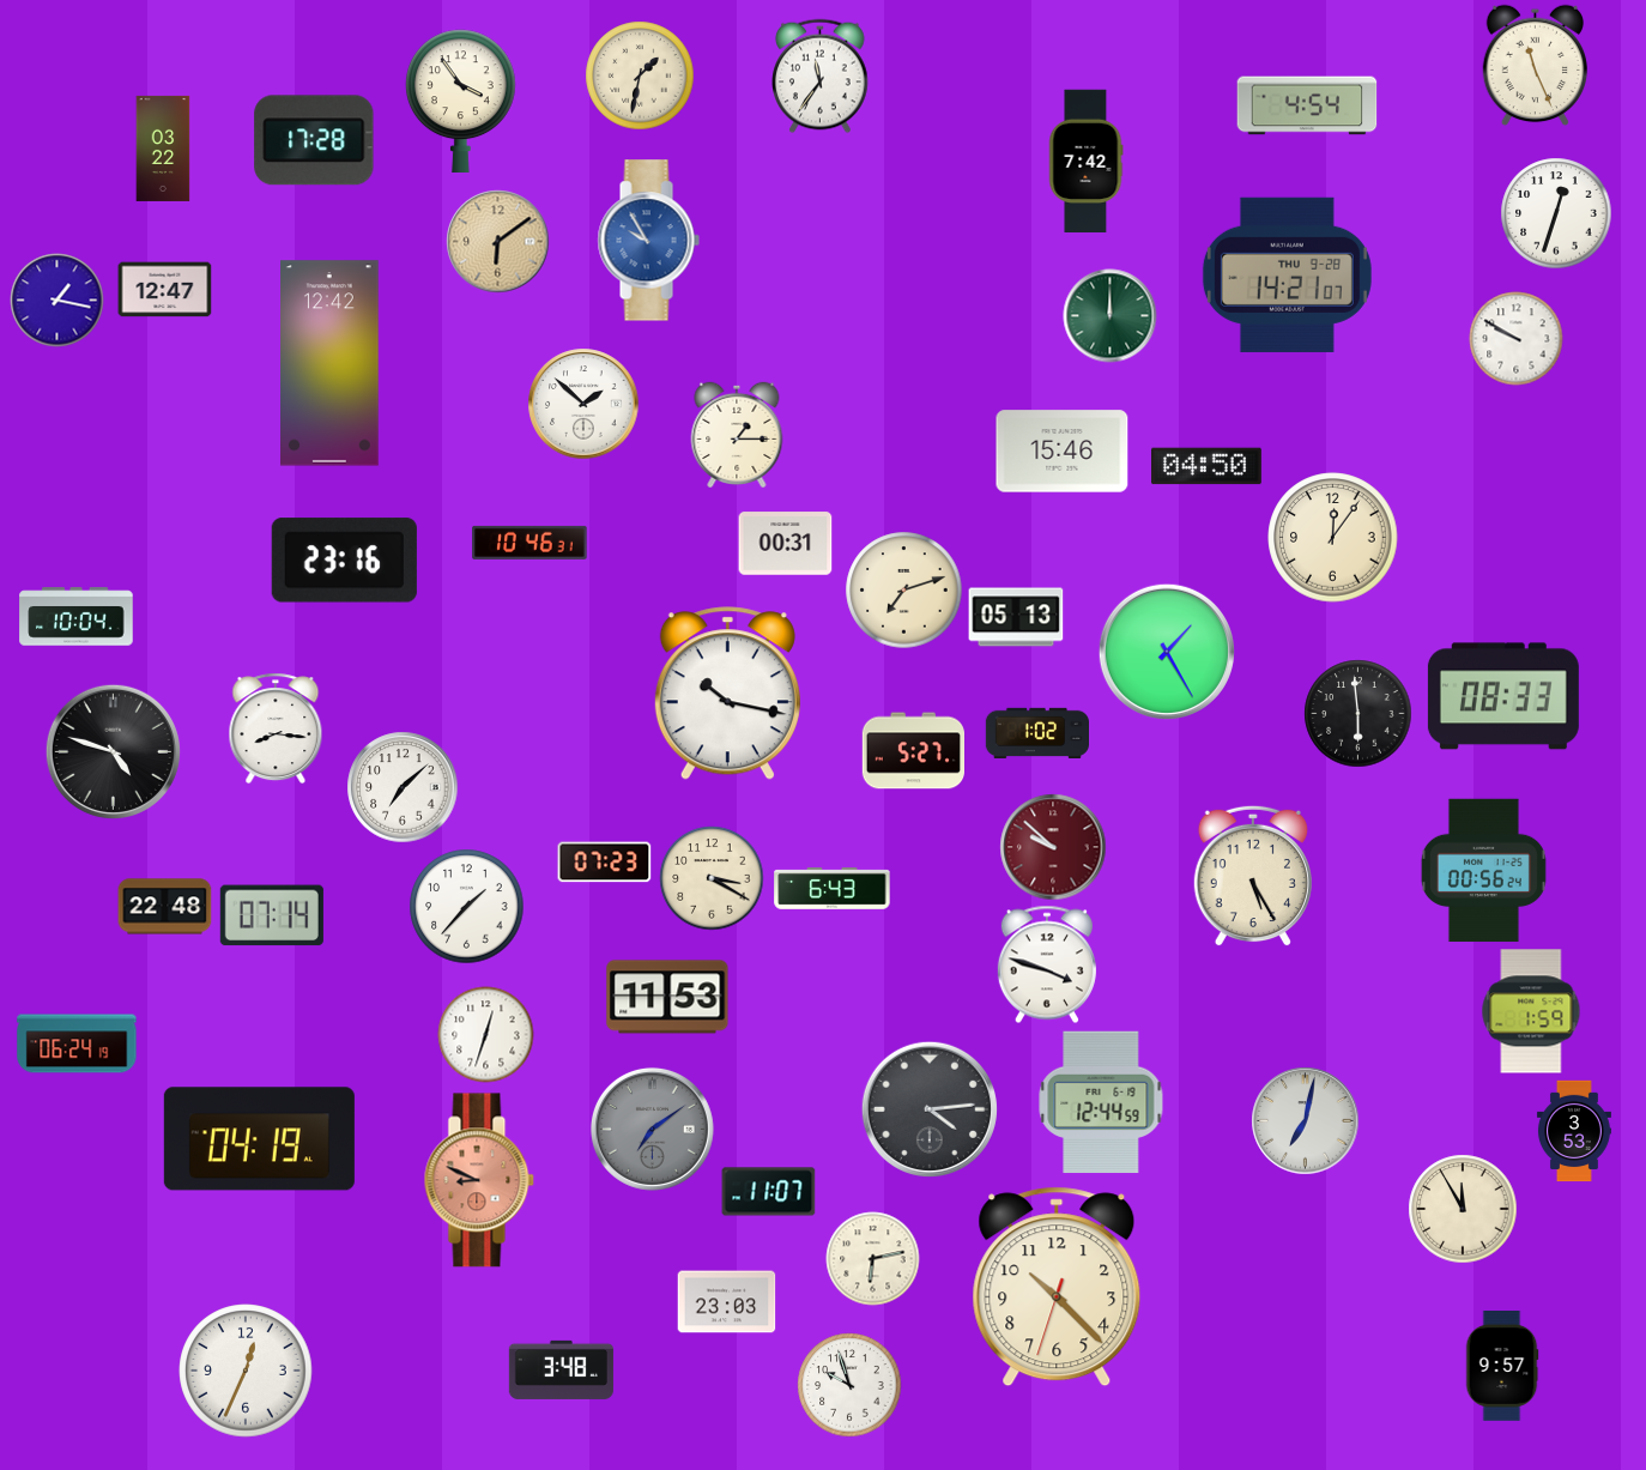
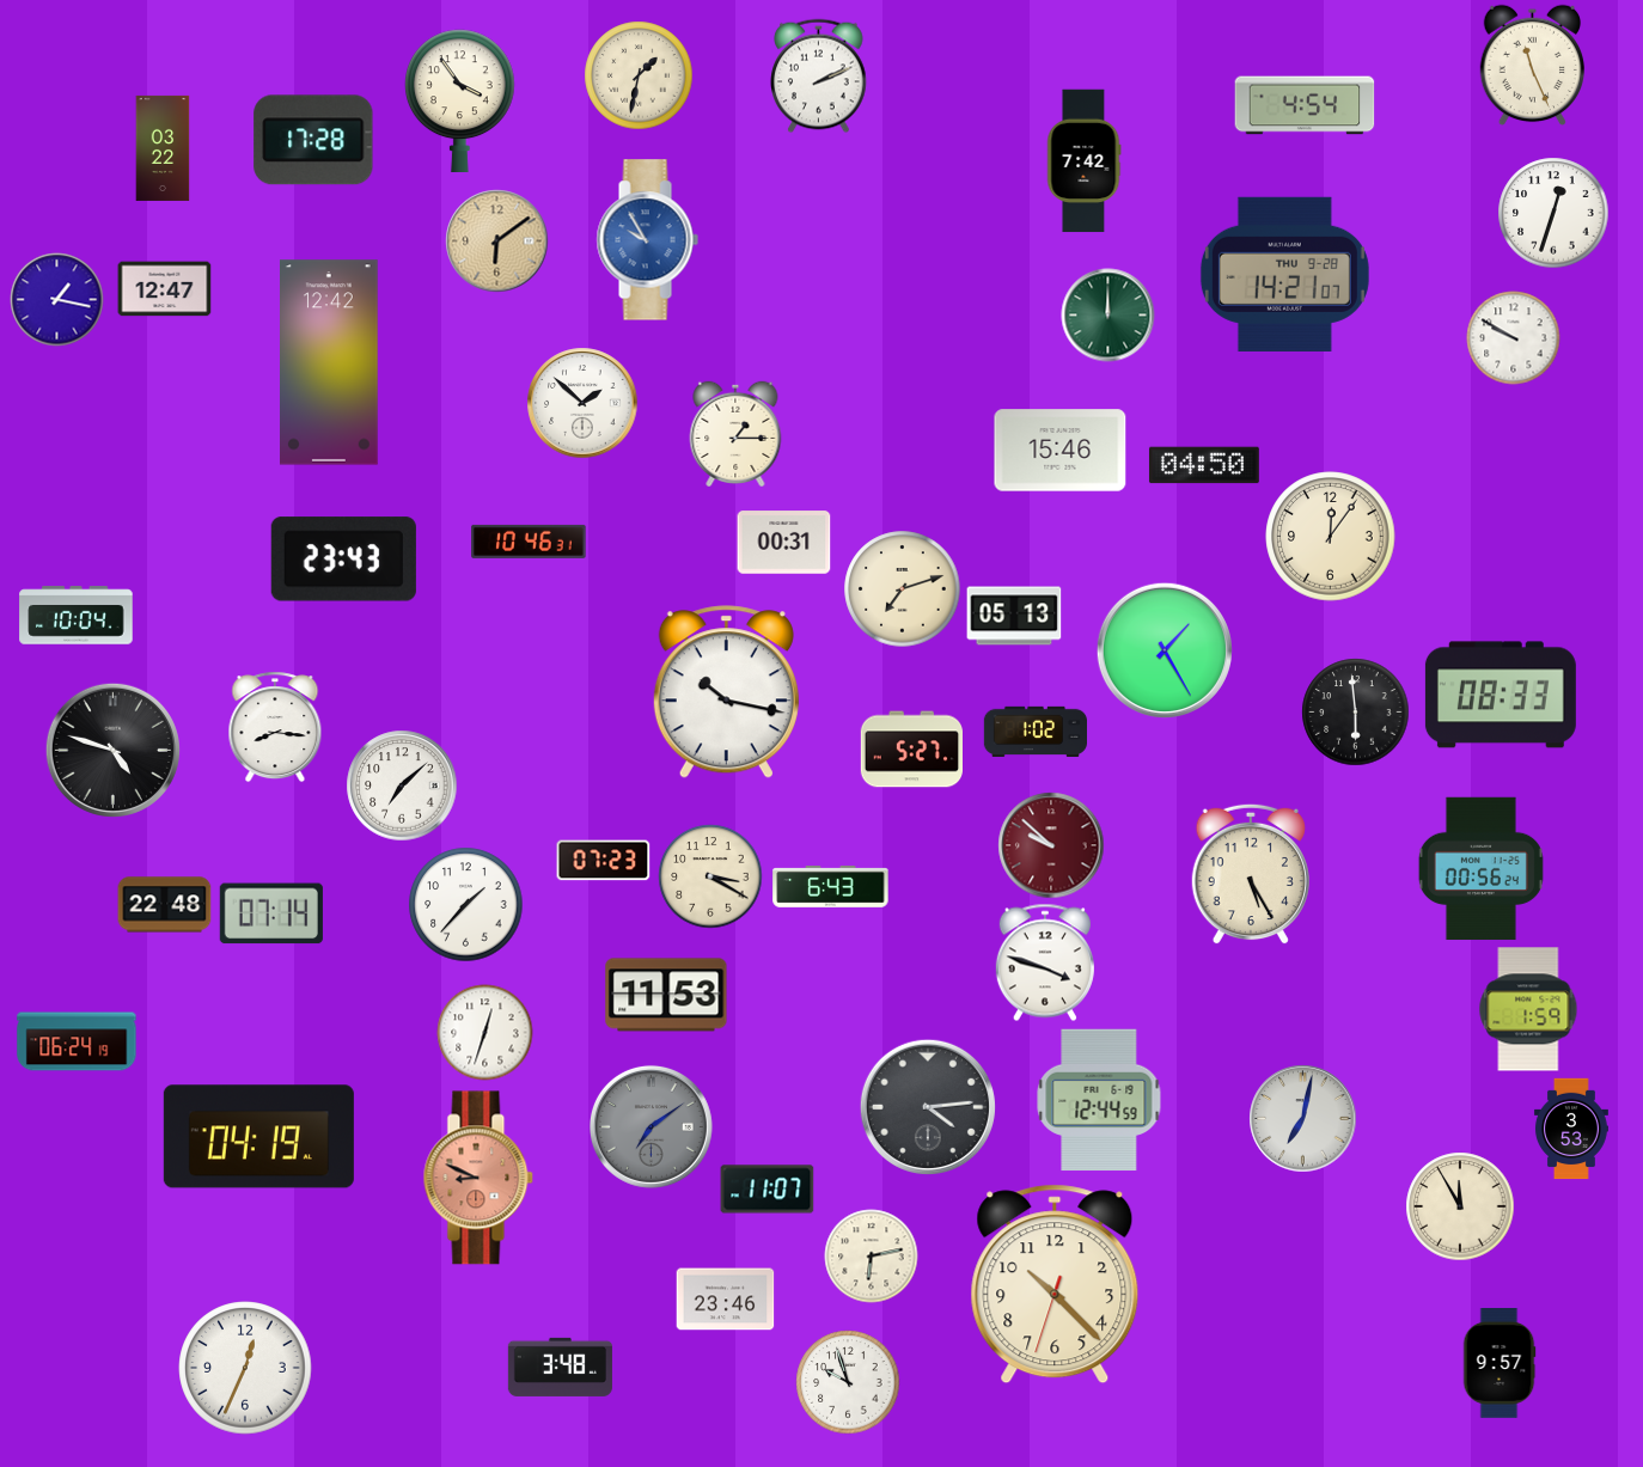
clock at (821, 77): 11:36 -> 2:11
clock at (344, 561): 23:16 -> 23:43
clock at (727, 1302): 23:03 -> 23:46
